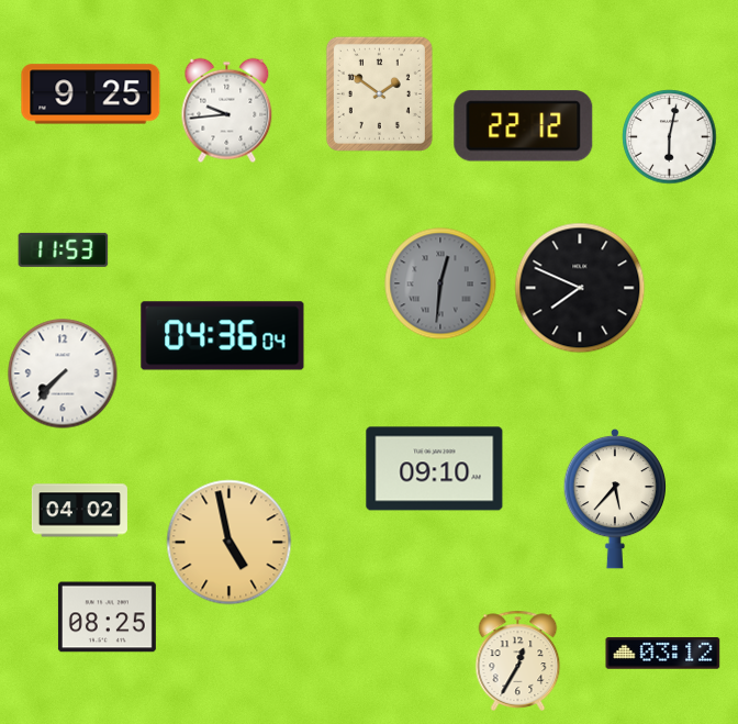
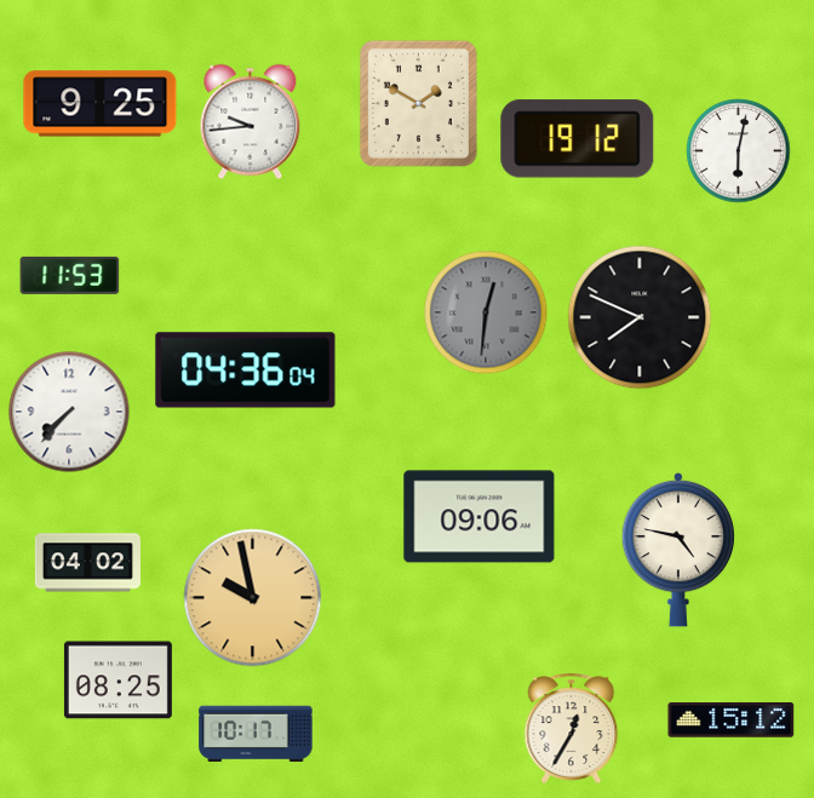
clock at (379, 93): 1:51 -> 1:50
clock at (524, 126): 22:12 -> 19:12
clock at (435, 469): 09:10 -> 09:06
clock at (615, 499): 5:37 -> 4:47
clock at (230, 543): 4:58 -> 9:58
clock at (663, 654): 03:12 -> 15:12
clock at (256, 733): none -> 10:17
